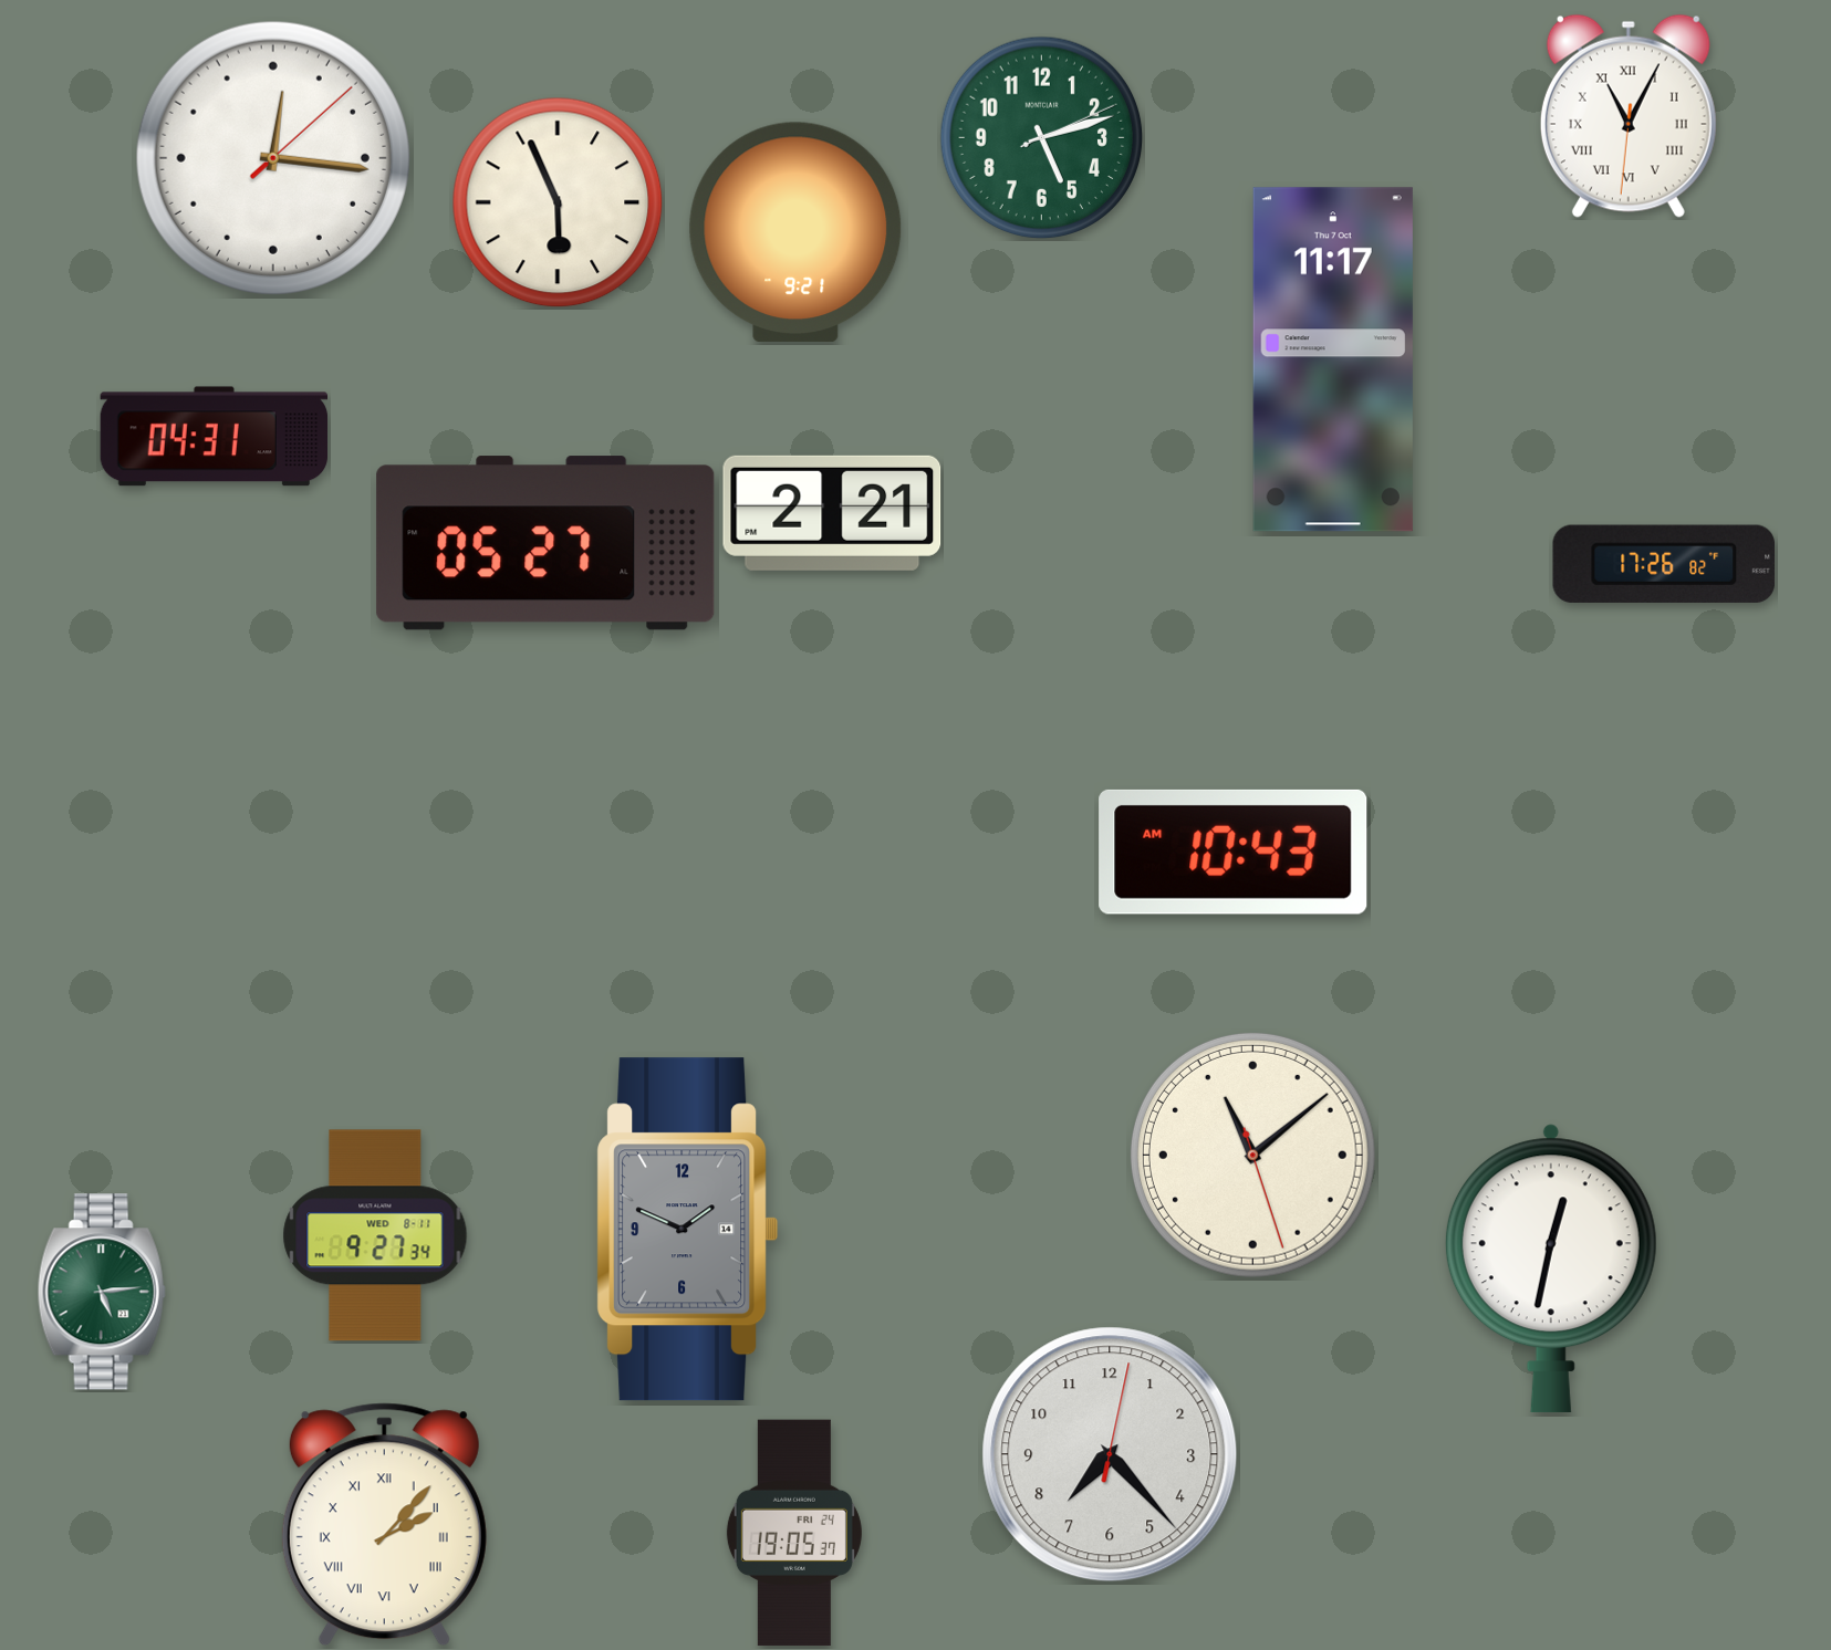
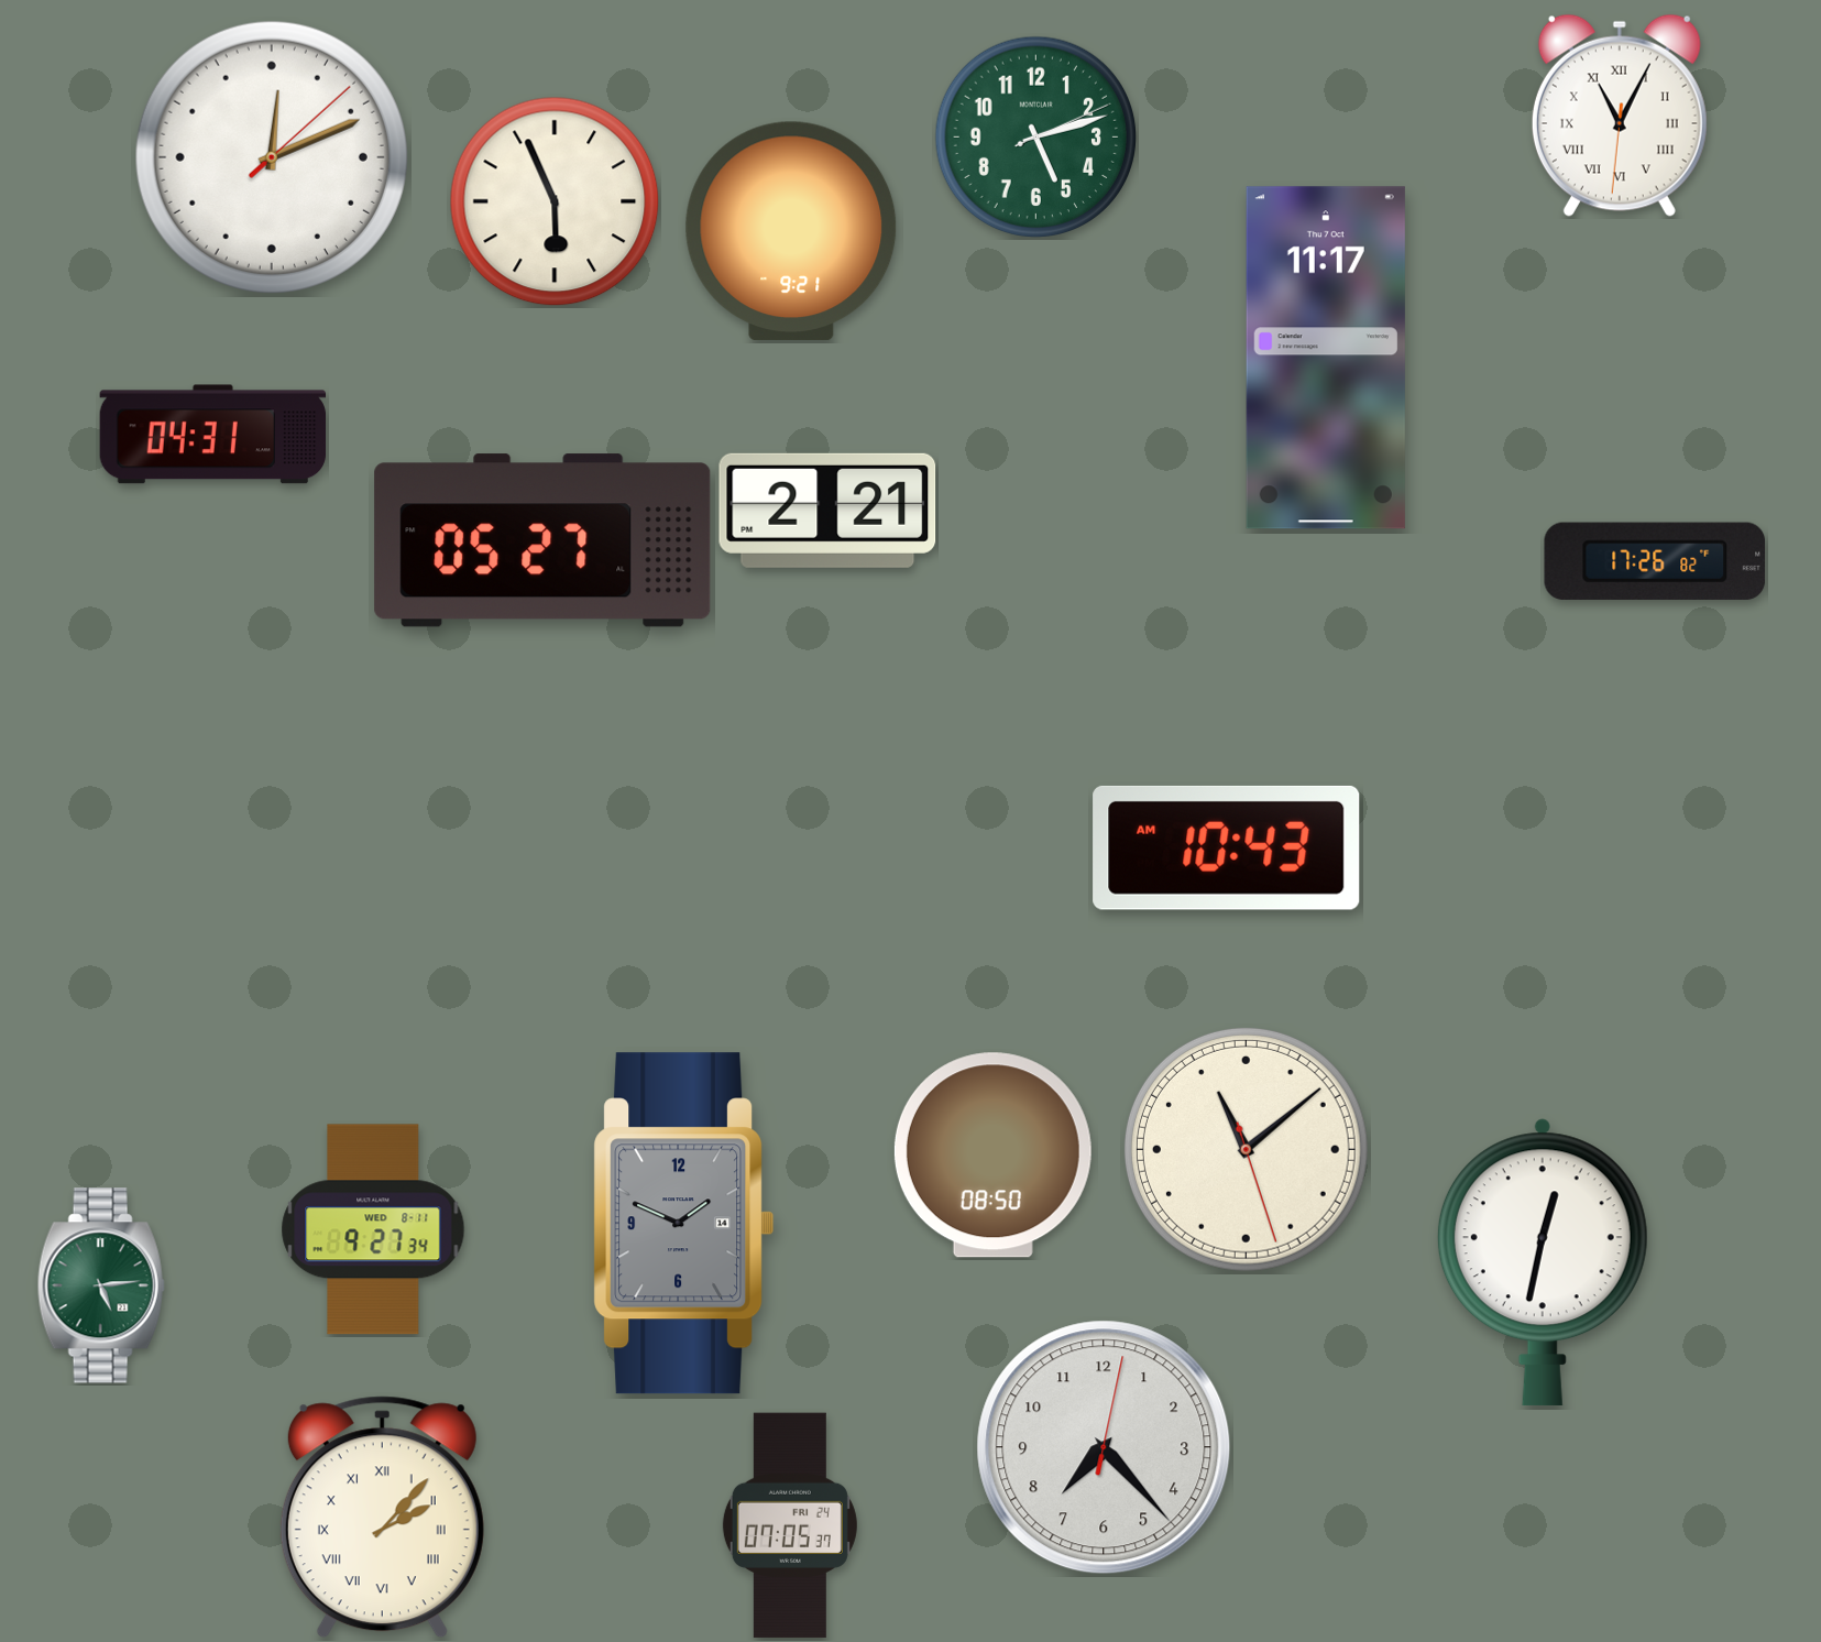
clock at (273, 158): 12:16 -> 12:11
clock at (992, 1156): none -> 08:50
clock at (794, 1533): 19:05 -> 07:05
